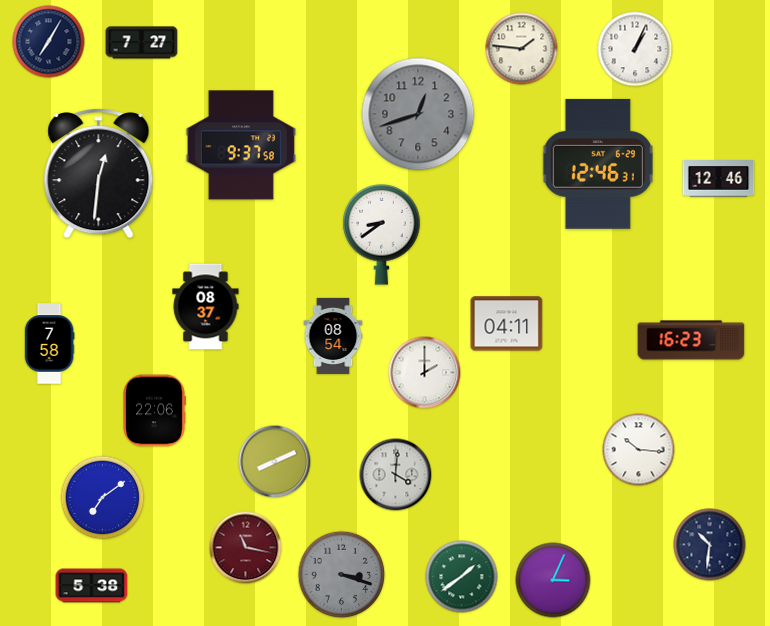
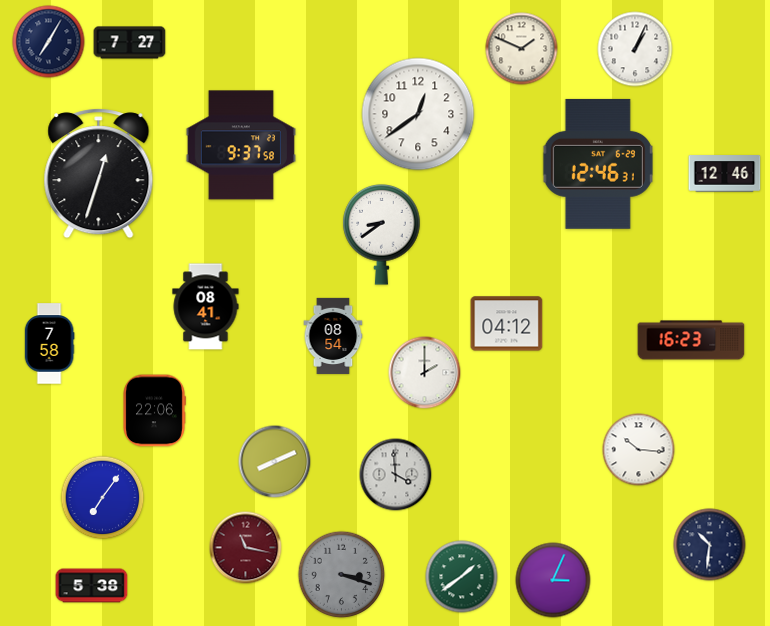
clock at (142, 43) position: (142, 43) -> (130, 43)
clock at (522, 49): 1:46 -> 1:49
clock at (418, 114): 12:42 -> 12:39
clock at (418, 114) dial: grey -> white
clock at (99, 174): 12:31 -> 12:33
clock at (719, 179) position: (719, 179) -> (725, 174)
clock at (206, 307): 08:37 -> 08:41
clock at (507, 324): 04:11 -> 04:12
clock at (396, 475): 4:01 -> 3:59
clock at (103, 498): 7:09 -> 7:06
